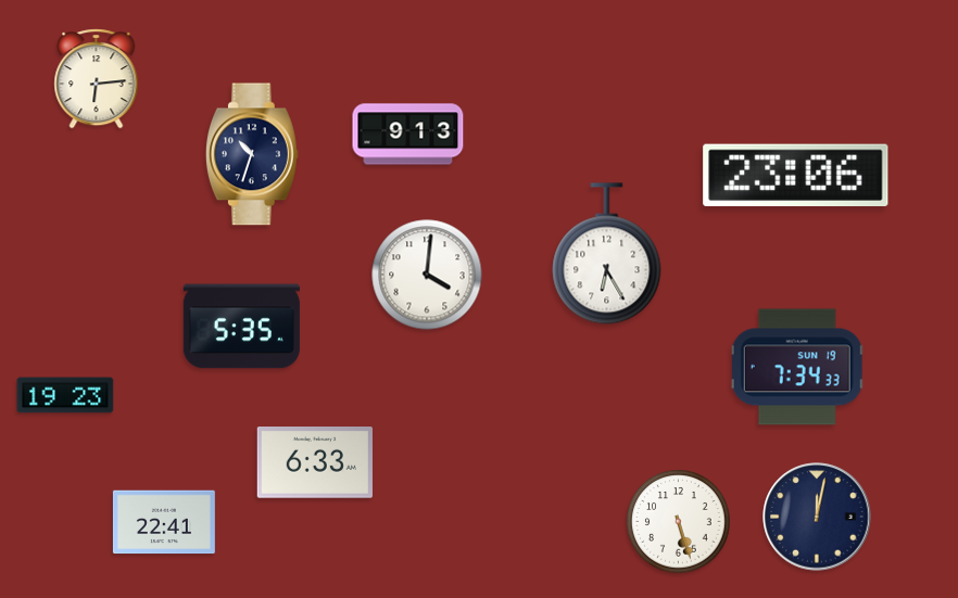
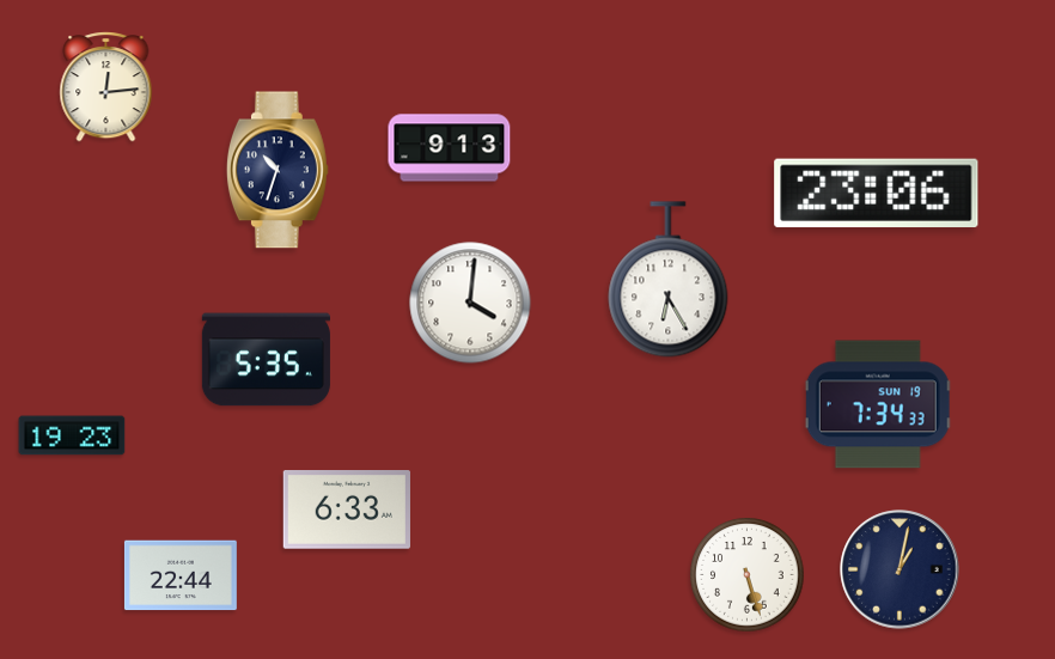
clock at (97, 79): 6:14 -> 12:14
clock at (817, 517): 12:02 -> 1:02
clock at (164, 522): 22:41 -> 22:44
